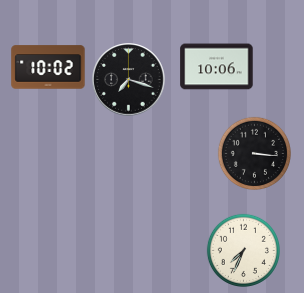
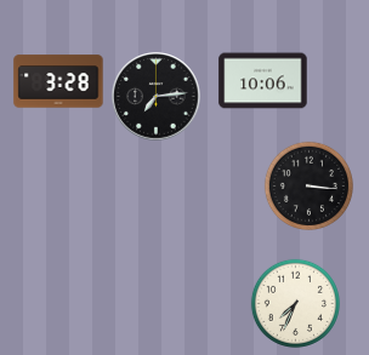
clock at (48, 67): 10:02 -> 3:28
clock at (129, 80): 7:18 -> 7:14
